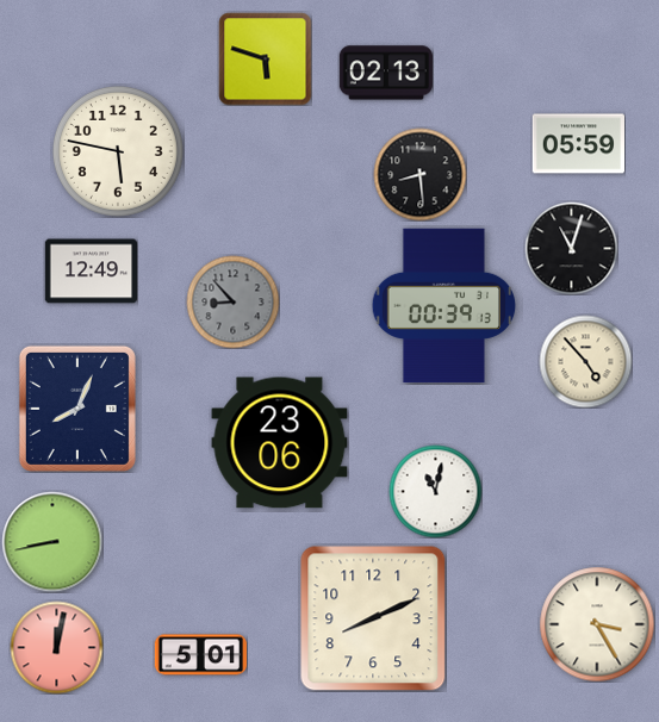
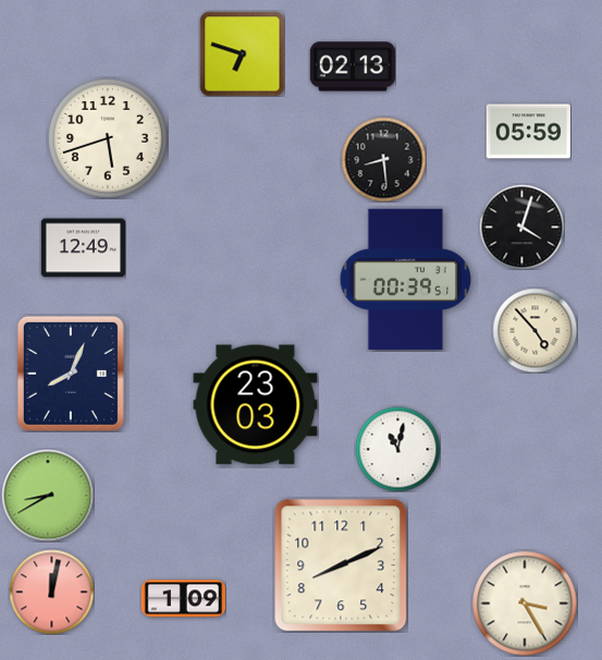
clock at (265, 58): 5:48 -> 6:48
clock at (118, 151): 5:47 -> 5:42
clock at (571, 248): 11:03 -> 4:03
clock at (232, 301): 8:53 -> none
clock at (444, 306): 00:39:13 -> 00:39:51
clock at (280, 443): 23:06 -> 23:03
clock at (52, 542): 8:43 -> 8:40
clock at (597, 624) position: (597, 624) -> (525, 603)
clock at (200, 655): 5:01 -> 1:09
